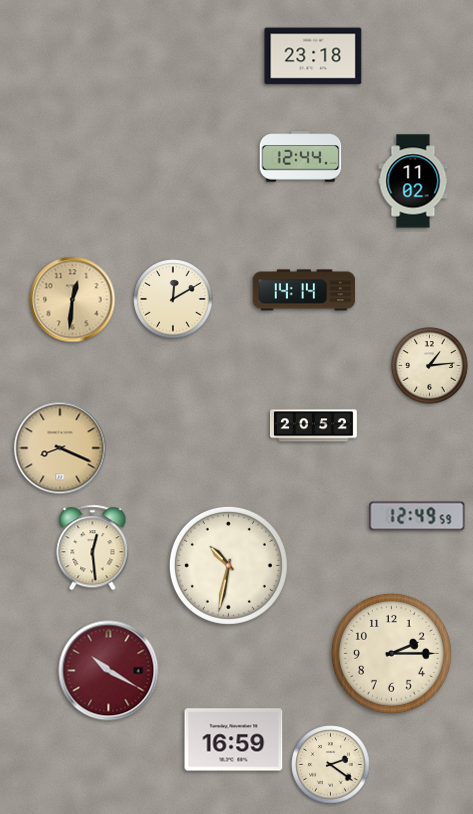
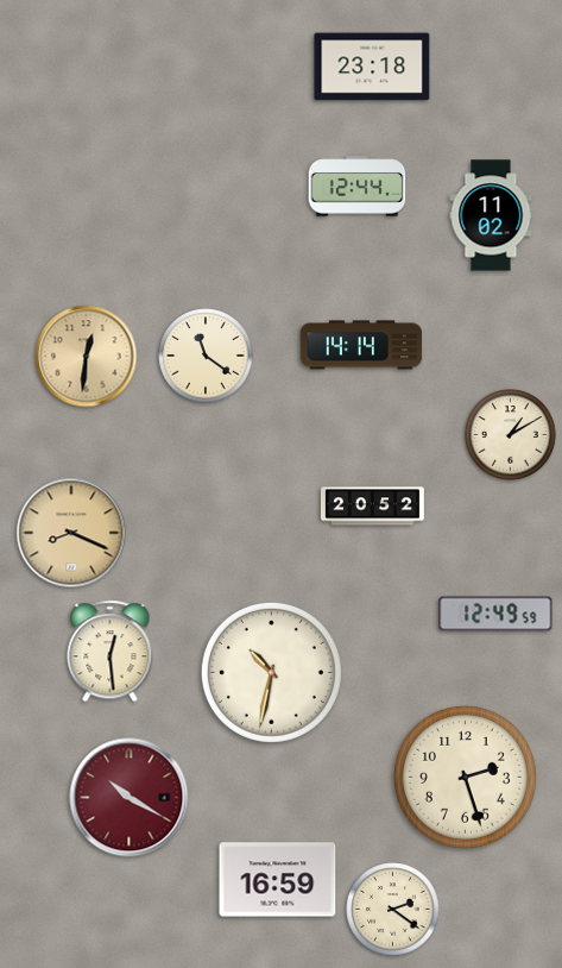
clock at (173, 299): 12:10 -> 11:21
clock at (430, 366): 1:14 -> 1:10
clock at (391, 653): 2:15 -> 2:27
